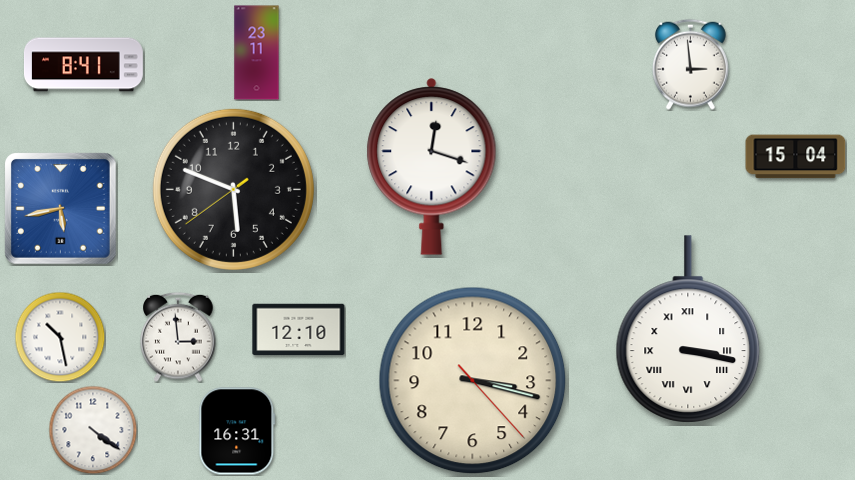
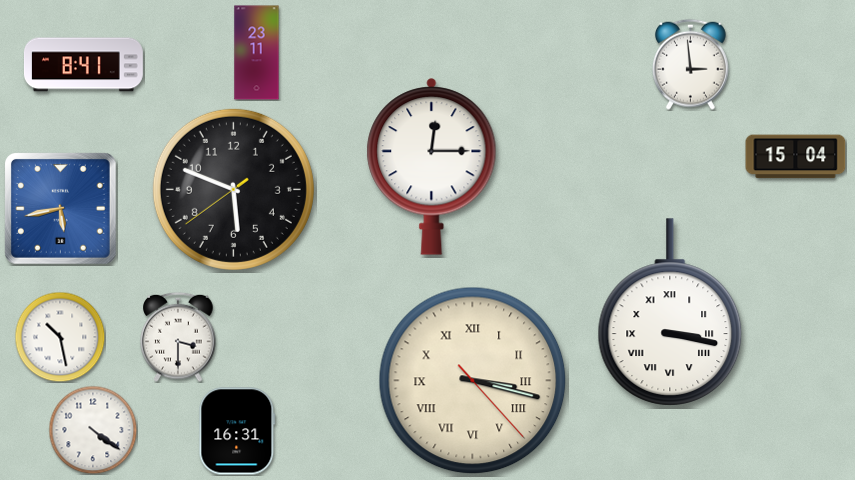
clock at (432, 167): 12:18 -> 12:15
clock at (688, 329) position: (688, 329) -> (670, 312)
clock at (299, 330): 12:10 -> none
clock at (178, 337): 2:59 -> 3:30
clock at (473, 381) numerals: Arabic -> Roman
